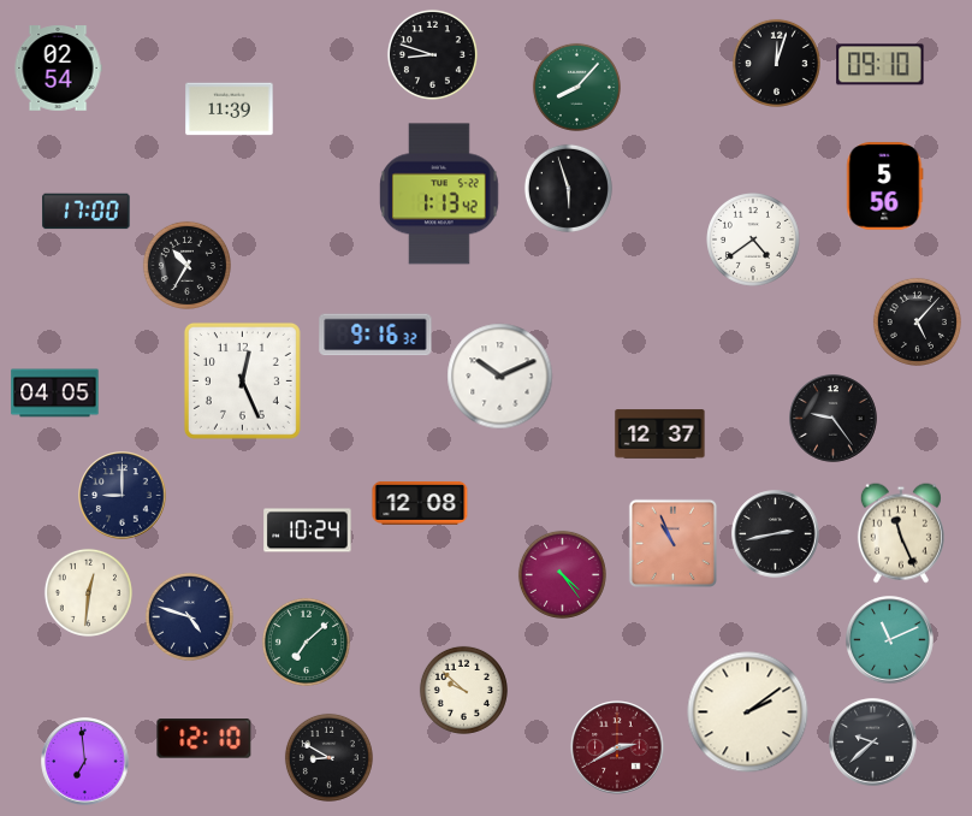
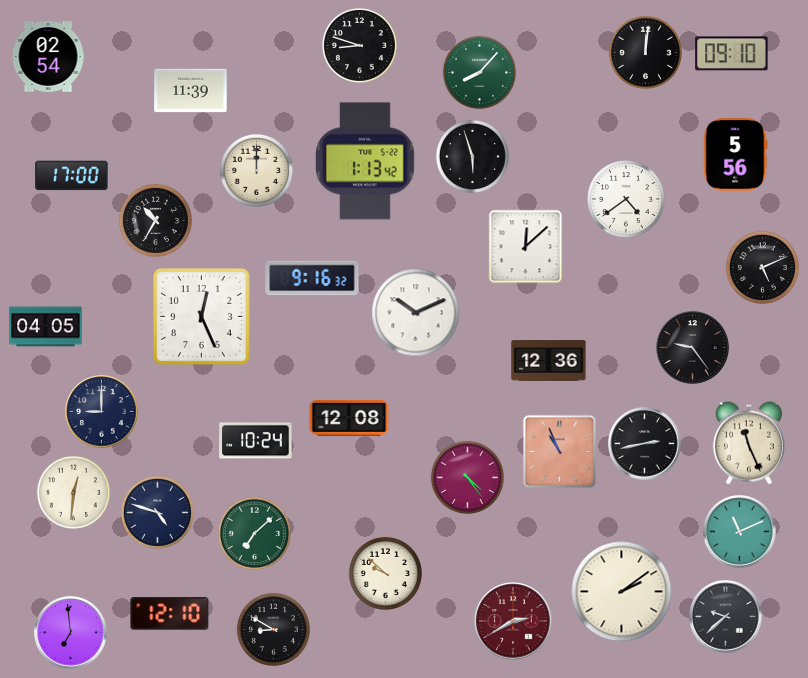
clock at (776, 63): 12:03 -> 12:01
clock at (256, 170): none -> 12:00
clock at (526, 247): none -> 12:08
clock at (917, 321): 5:07 -> 5:11
clock at (660, 434): 12:37 -> 12:36
